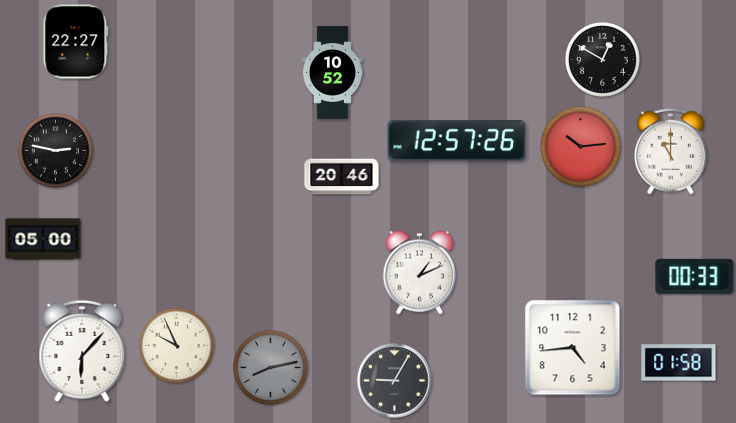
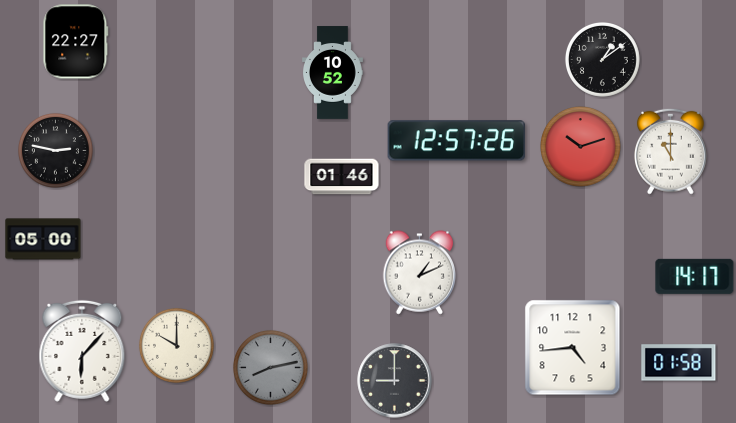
clock at (602, 59): 12:50 -> 1:09
clock at (581, 147): 10:14 -> 10:12
clock at (342, 177): 20:46 -> 01:46
clock at (695, 276): 00:33 -> 14:17
clock at (176, 345): 9:56 -> 10:00
clock at (395, 381): 9:05 -> 9:00
